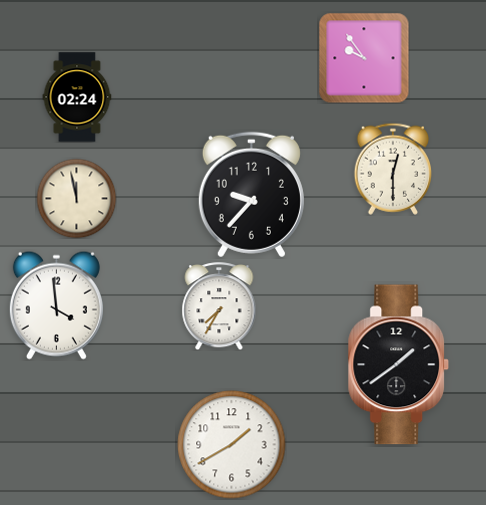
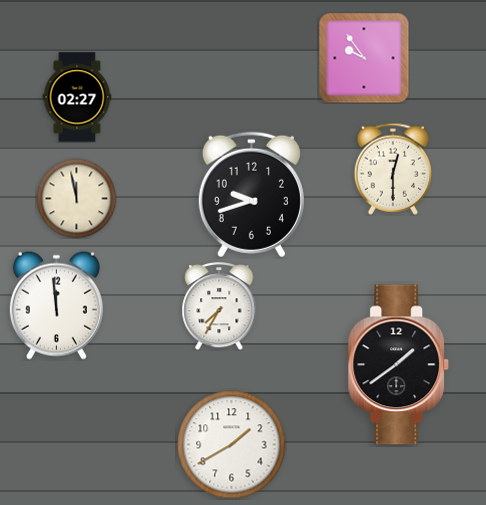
clock at (77, 97): 02:24 -> 02:27
clock at (251, 195): 9:37 -> 9:42
clock at (56, 305): 3:59 -> 11:59
